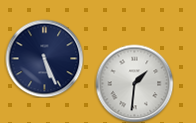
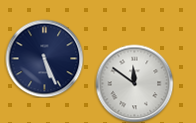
clock at (134, 83): 1:31 -> 11:51
